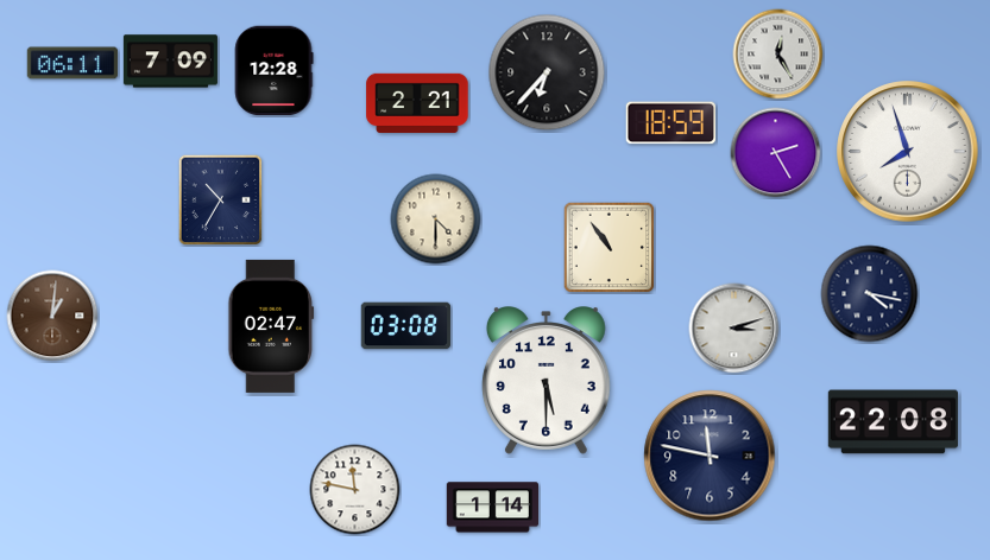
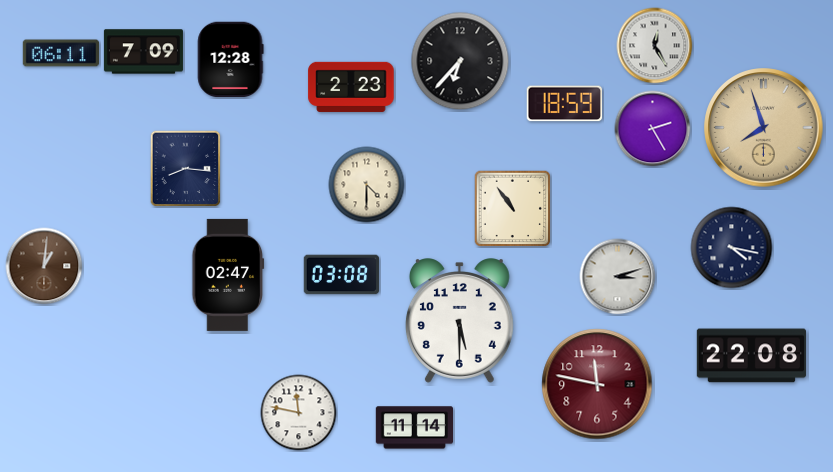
clock at (417, 103): 2:21 -> 2:23
clock at (908, 152) dial: white -> champagne
clock at (221, 201): 10:35 -> 8:16
clock at (710, 456) dial: navy -> burgundy
clock at (492, 508): 1:14 -> 11:14
